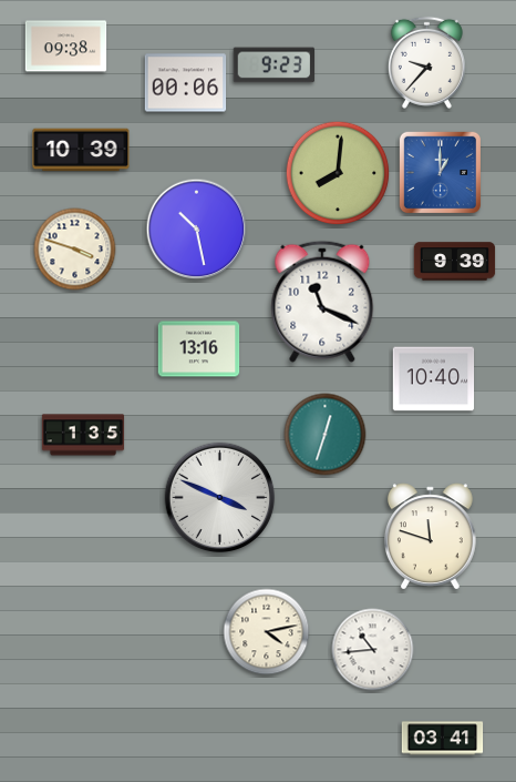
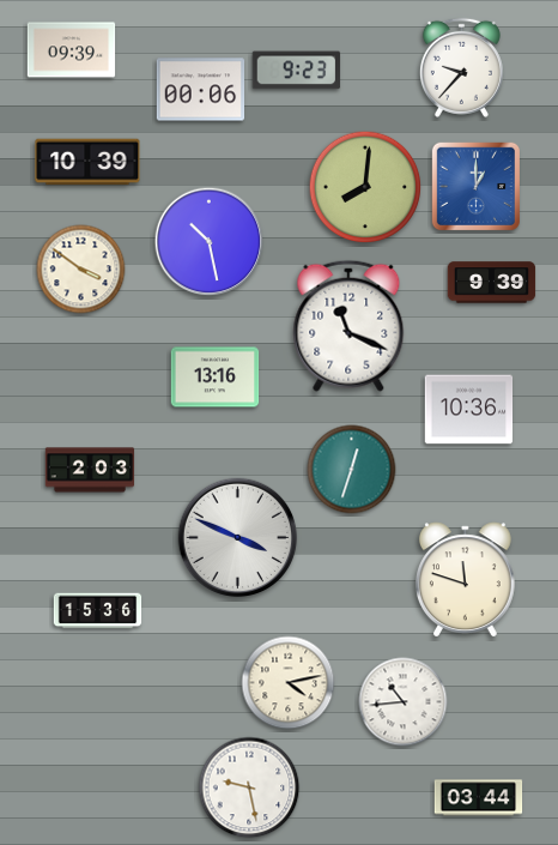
clock at (66, 47): 09:38 -> 09:39
clock at (197, 230) position: (197, 230) -> (210, 242)
clock at (75, 250): 3:48 -> 3:51
clock at (434, 379): 10:40 -> 10:36
clock at (83, 435): 1:35 -> 2:03
clock at (98, 611): none -> 15:36
clock at (249, 787): none -> 9:28
clock at (443, 739): 03:41 -> 03:44
